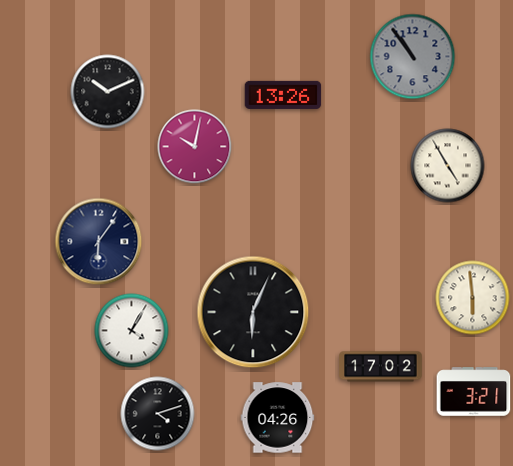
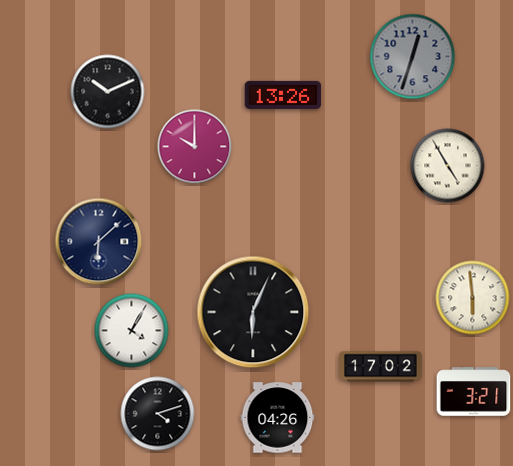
clock at (413, 57): 10:54 -> 12:33
clock at (195, 147): 10:02 -> 10:00
clock at (99, 242): 6:06 -> 6:08
